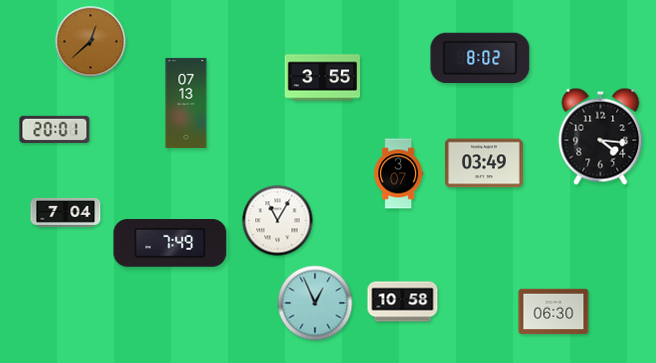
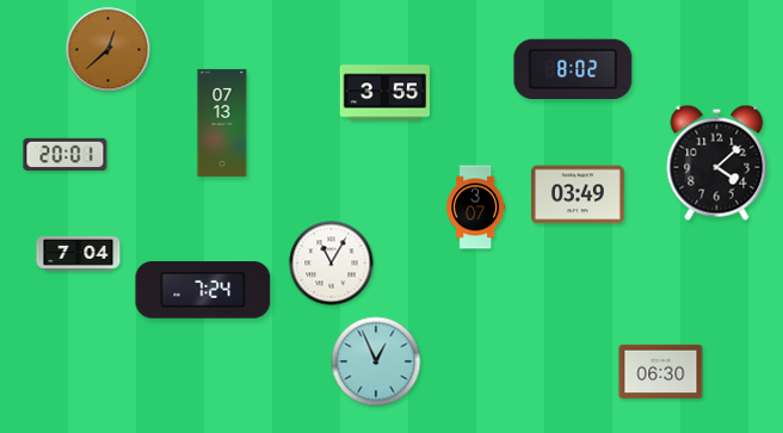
clock at (601, 136): 4:16 -> 4:08
clock at (170, 243): 7:49 -> 7:24
clock at (403, 302): 10:58 -> none
